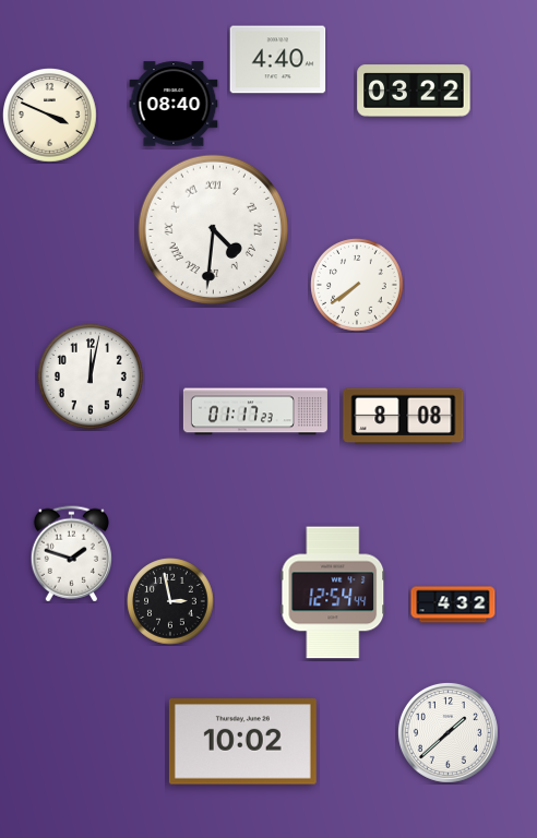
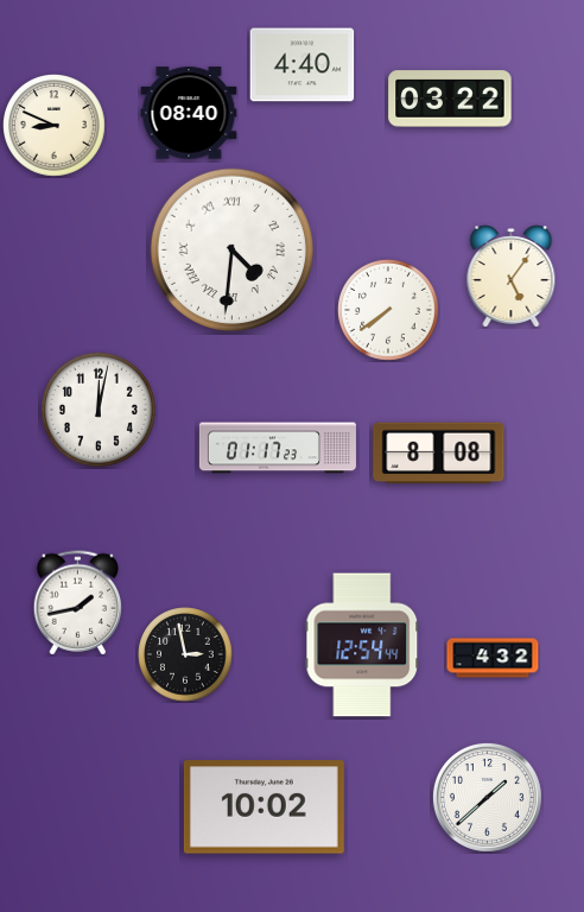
clock at (50, 116): 3:49 -> 8:49
clock at (512, 277): none -> 5:06
clock at (71, 554): 1:48 -> 1:43
